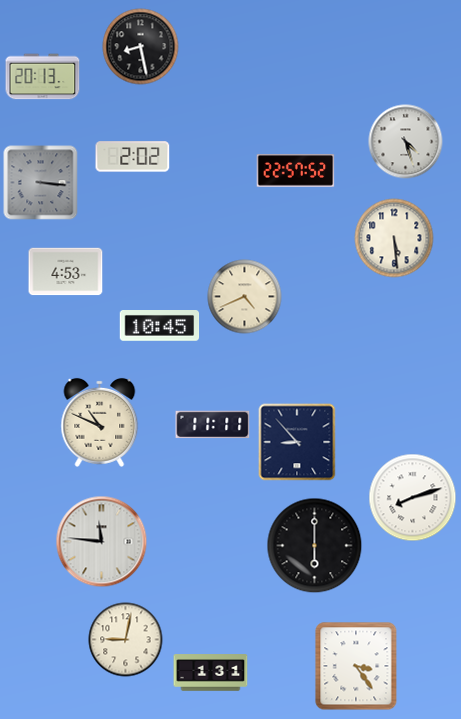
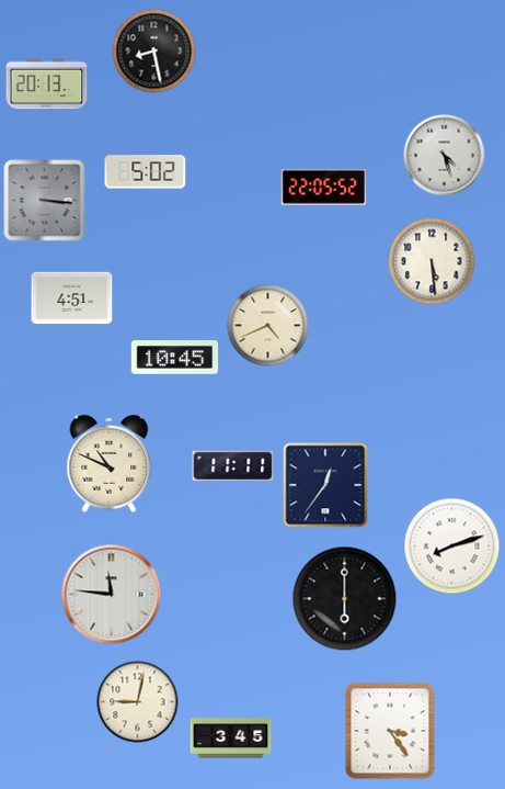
clock at (133, 157): 2:02 -> 5:02
clock at (296, 171): 22:57 -> 22:05
clock at (66, 272): 4:53 -> 4:51
clock at (297, 442): 8:53 -> 12:36
clock at (211, 673): 1:31 -> 3:45
